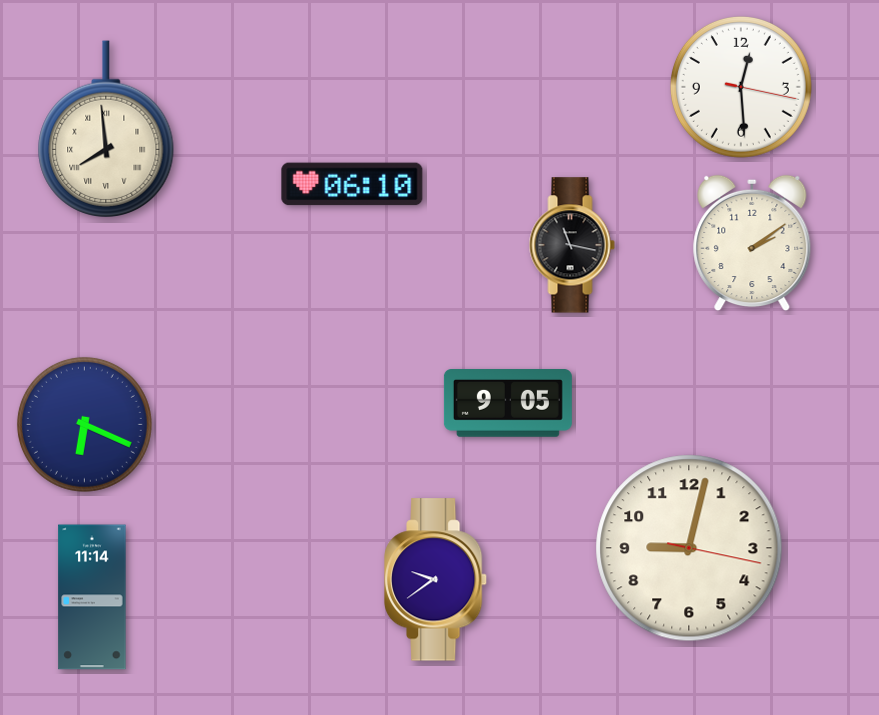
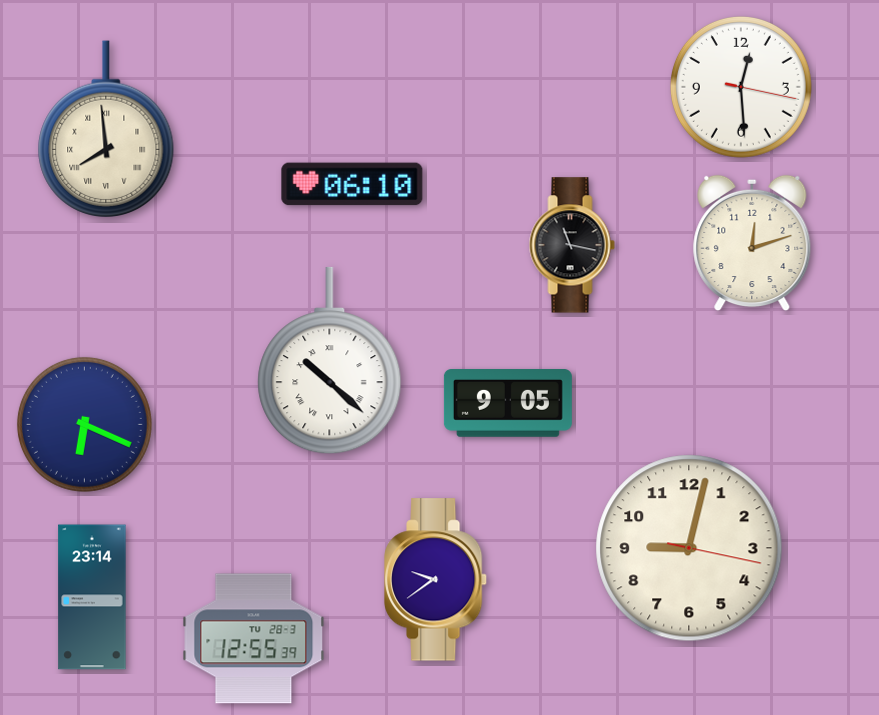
clock at (752, 243): 2:09 -> 12:12
clock at (330, 361): none -> 10:22
clock at (92, 597): 11:14 -> 23:14
clock at (254, 639): none -> 12:55
